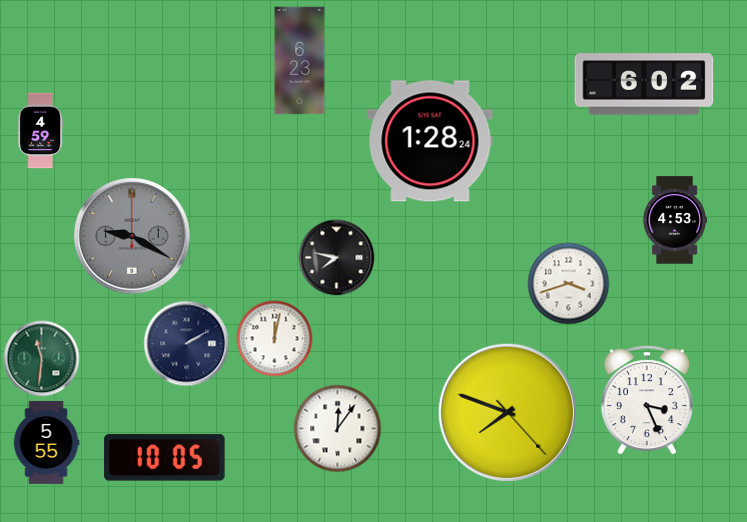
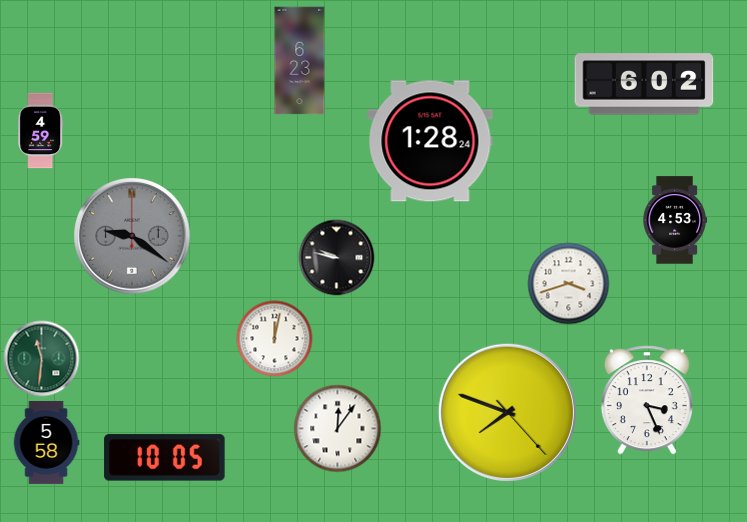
clock at (132, 236): 9:20 -> 9:21
clock at (337, 258): 7:47 -> 9:47
clock at (187, 344): 2:10 -> none
clock at (46, 442): 5:55 -> 5:58
